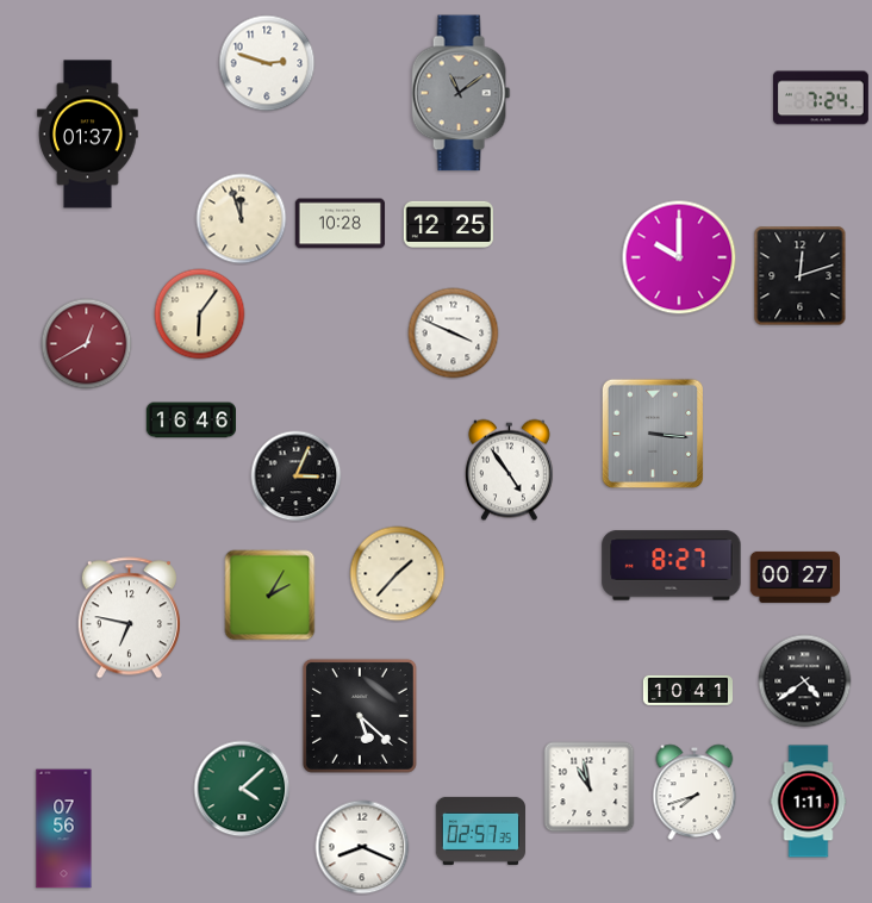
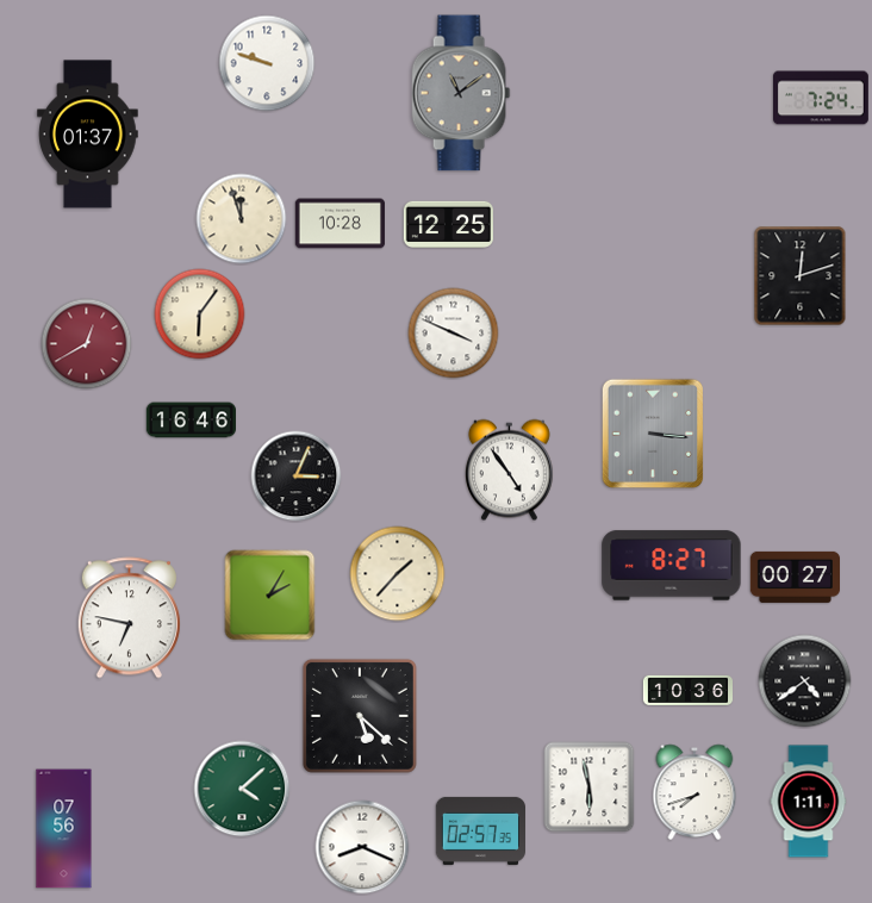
clock at (267, 63): 2:48 -> 9:48
clock at (679, 257): 10:00 -> none
clock at (689, 690): 10:41 -> 10:36
clock at (590, 787): 10:58 -> 5:58
